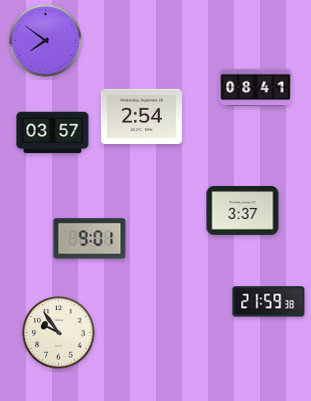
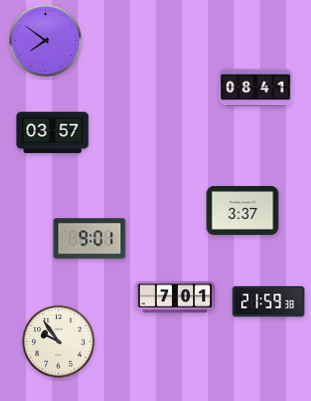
clock at (141, 116): 2:54 -> none
clock at (175, 297): none -> 7:01
clock at (59, 333) position: (59, 333) -> (59, 342)
